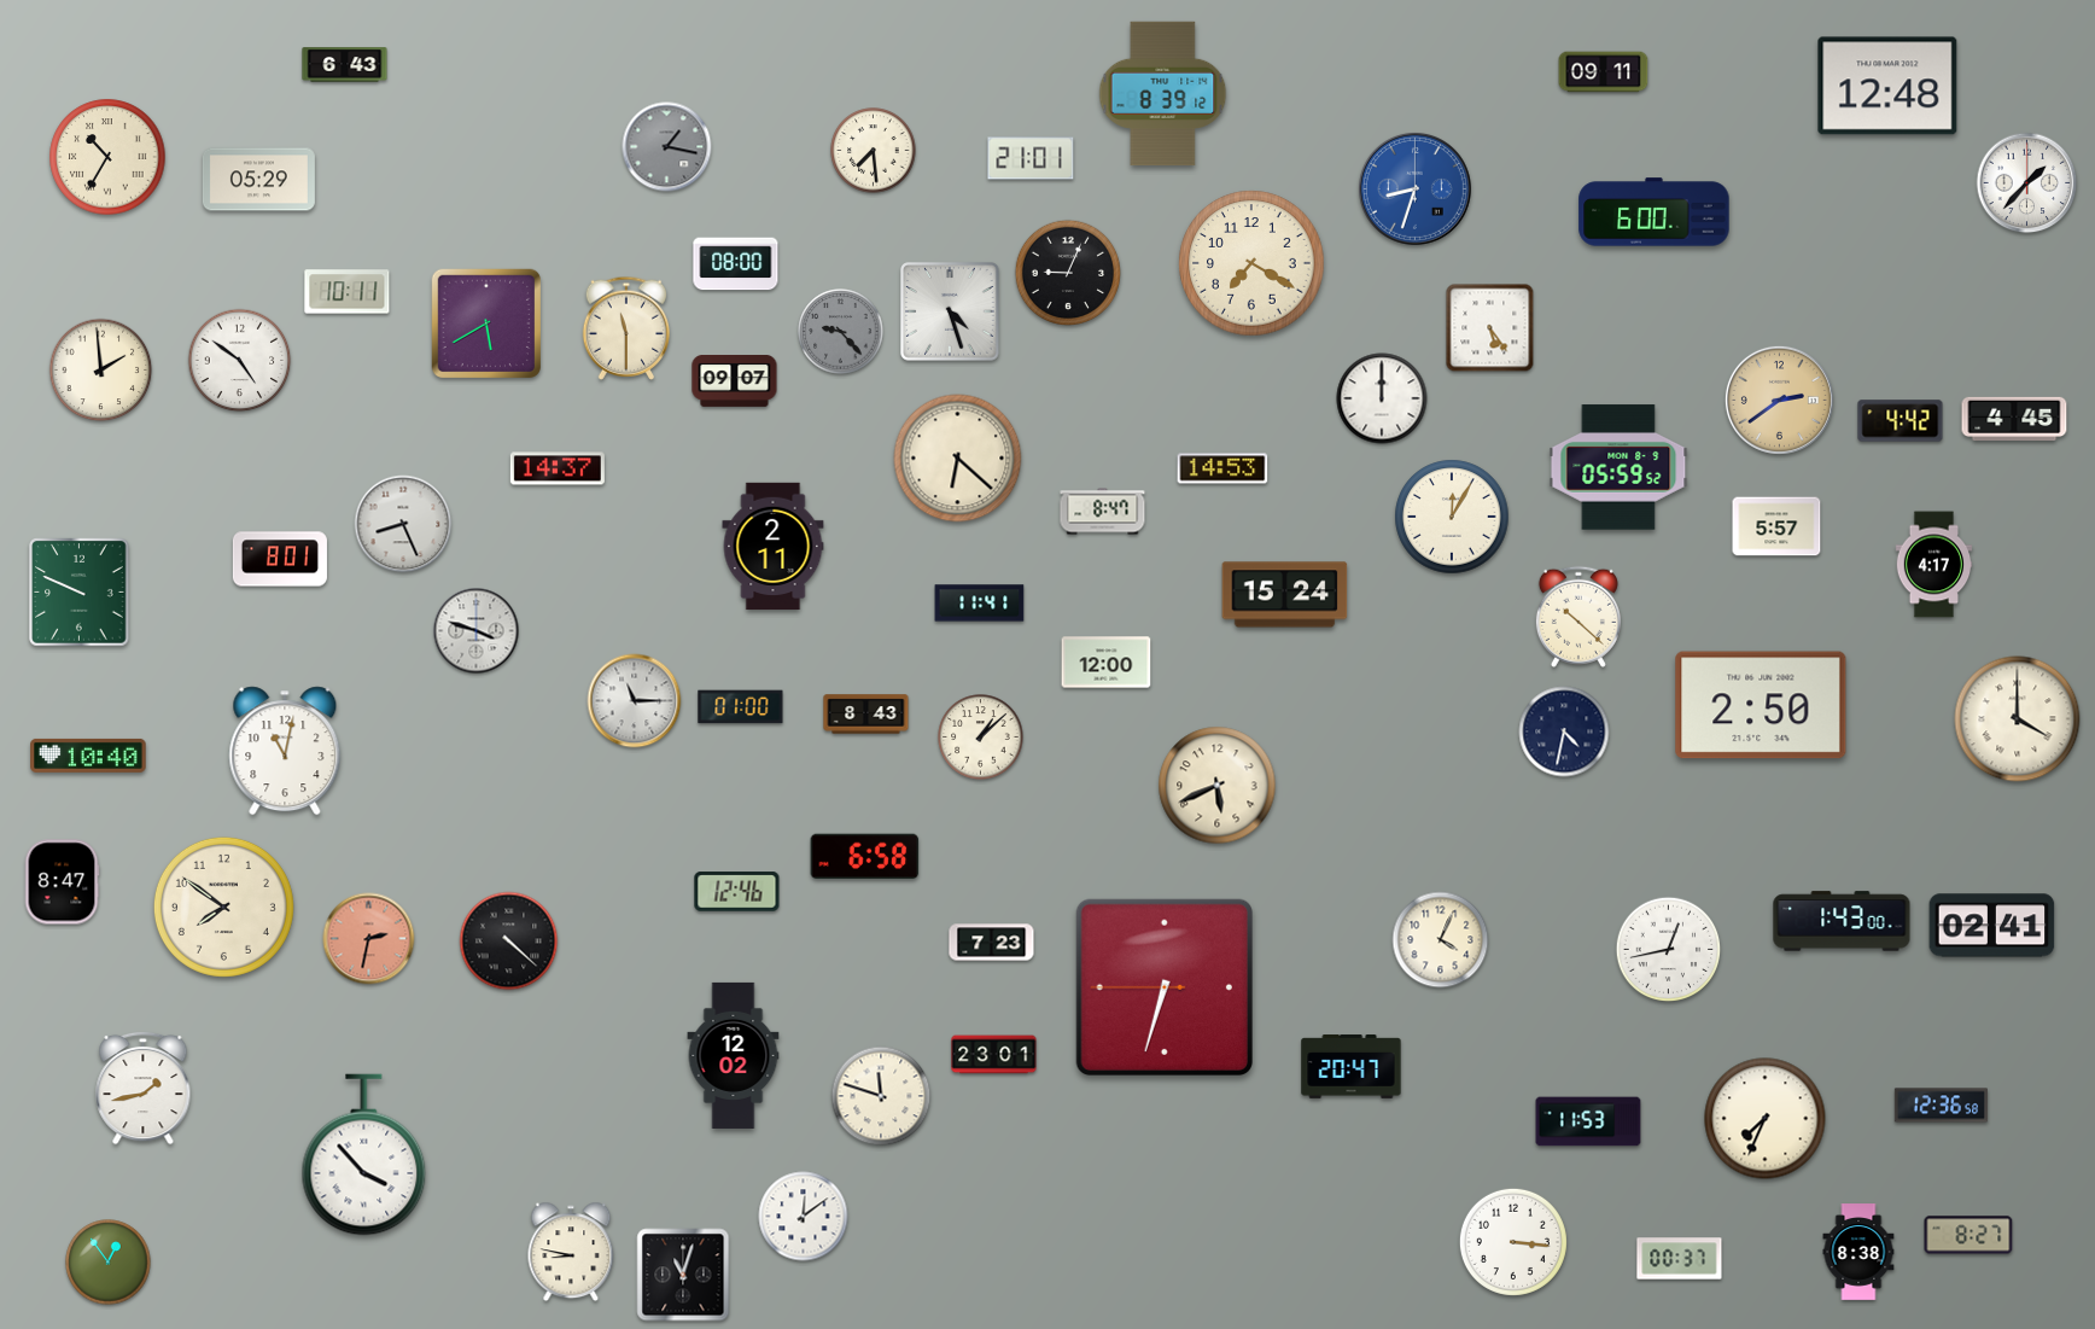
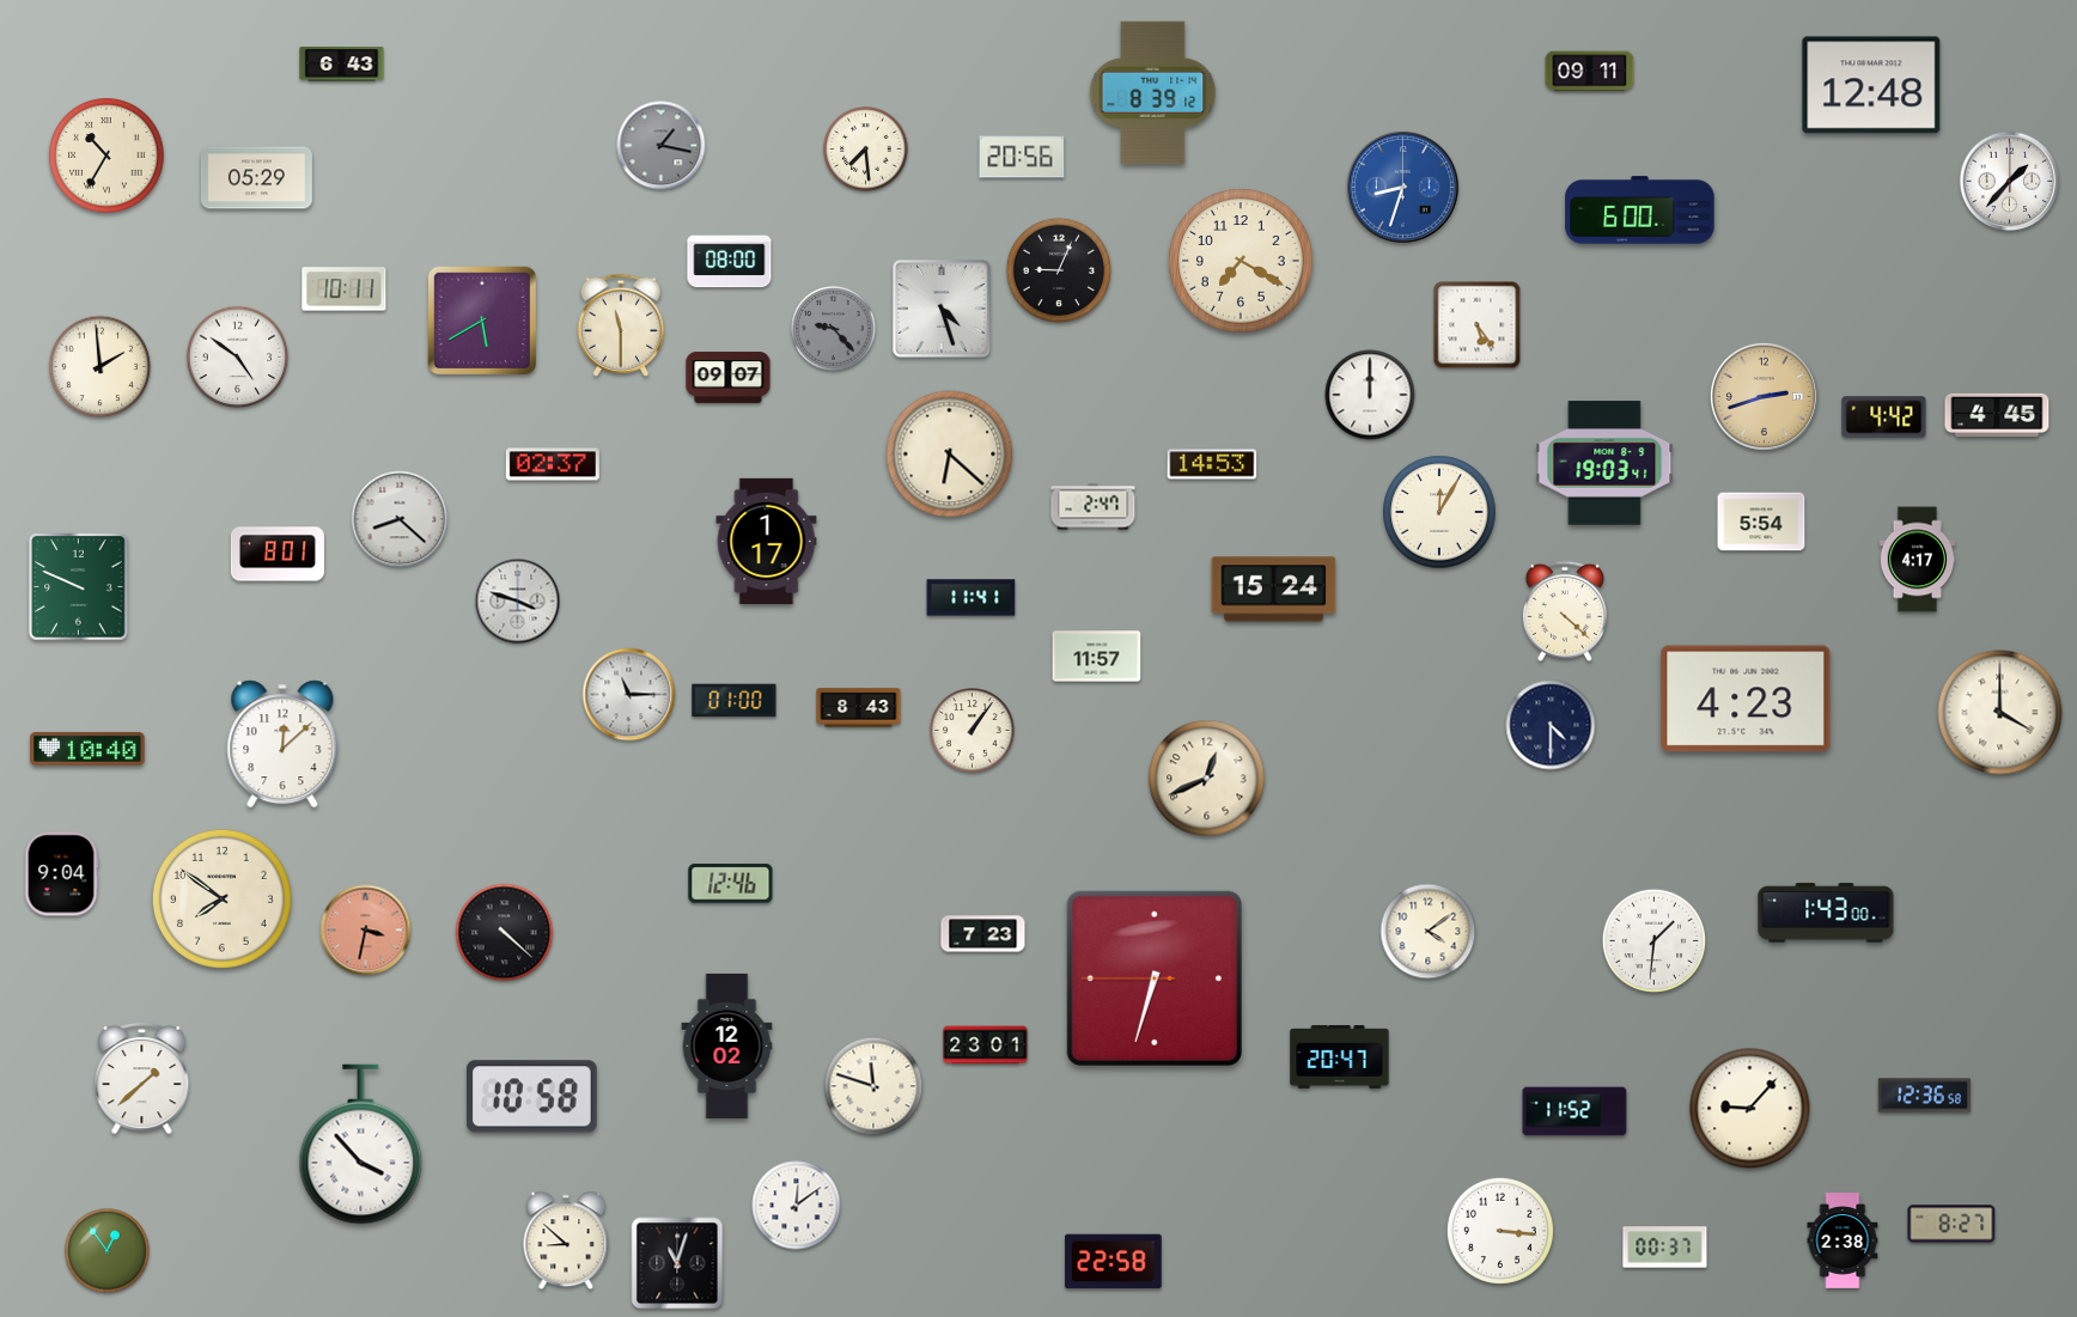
clock at (1031, 158): 21:01 -> 20:56
clock at (1779, 400): 2:39 -> 2:42
clock at (1618, 467): 05:59 -> 19:03
clock at (558, 468): 14:37 -> 02:37
clock at (1103, 512): 8:47 -> 2:47
clock at (403, 524): 8:26 -> 8:22
clock at (1776, 526): 5:57 -> 5:54
clock at (774, 547): 2:11 -> 1:17
clock at (1578, 617): 10:22 -> 4:22
clock at (477, 631) position: (477, 631) -> (518, 602)
clock at (1107, 663): 12:00 -> 11:57
clock at (1761, 705): 2:50 -> 4:23
clock at (1564, 731): 4:32 -> 4:30
clock at (981, 738): 1:08 -> 1:06
clock at (285, 751): 11:02 -> 12:08
clock at (1218, 786): 5:41 -> 12:41
clock at (865, 857): 6:58 -> none
clock at (62, 882): 8:47 -> 9:04
clock at (1992, 926): 02:41 -> none
clock at (369, 939): 2:32 -> 3:32
clock at (1441, 940): 4:04 -> 4:09
clock at (1669, 950): 12:43 -> 1:31
clock at (144, 1088): 1:43 -> 1:38
clock at (531, 1097): none -> 10:58
clock at (1766, 1119): 7:34 -> 9:07
clock at (1588, 1121): 11:53 -> 11:52
clock at (571, 1252): 8:47 -> 8:52
clock at (1858, 1252): 8:38 -> 2:38
clock at (1114, 1262): none -> 22:58
